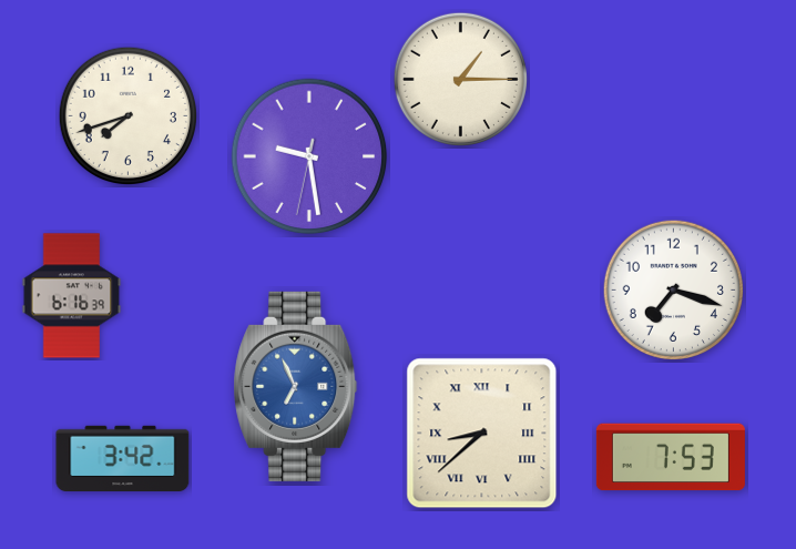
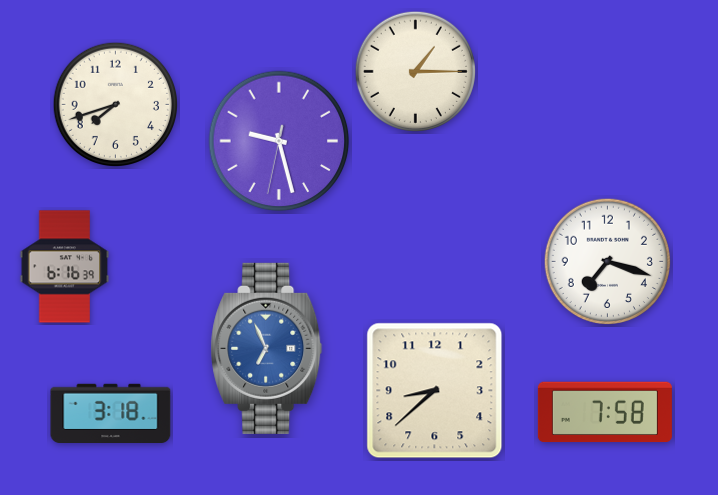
clock at (309, 156): 9:28 -> 9:27
clock at (482, 434) numerals: Roman -> Arabic
clock at (671, 457): 7:53 -> 7:58
clock at (123, 458): 3:42 -> 3:18
